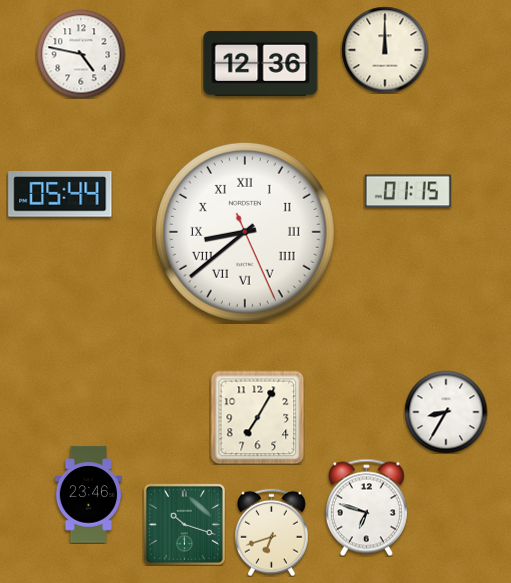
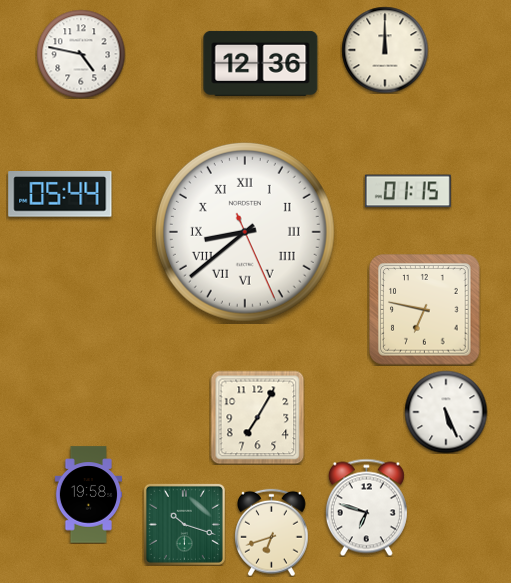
clock at (425, 310): none -> 6:47
clock at (446, 412): 8:35 -> 5:26
clock at (89, 495): 23:46 -> 19:58
